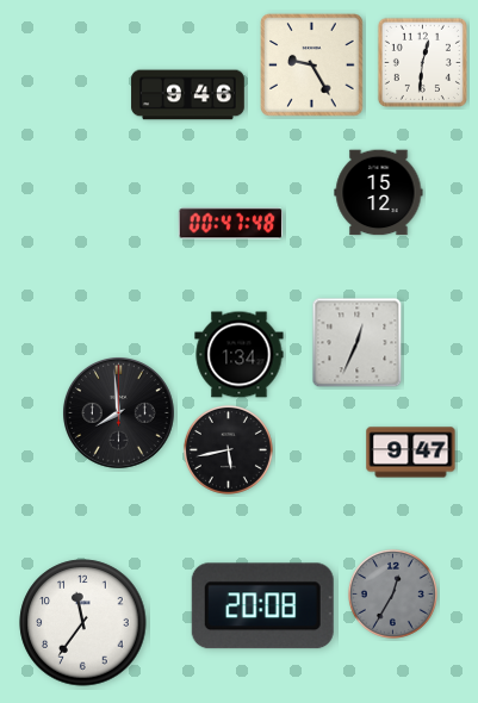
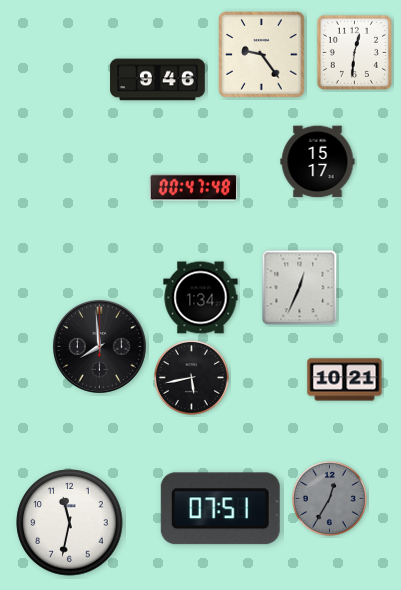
clock at (312, 66): 9:25 -> 9:24
clock at (379, 193): 15:12 -> 15:17
clock at (411, 453): 9:47 -> 10:21
clock at (262, 606): 20:08 -> 07:51
clock at (83, 623): 11:36 -> 11:32
